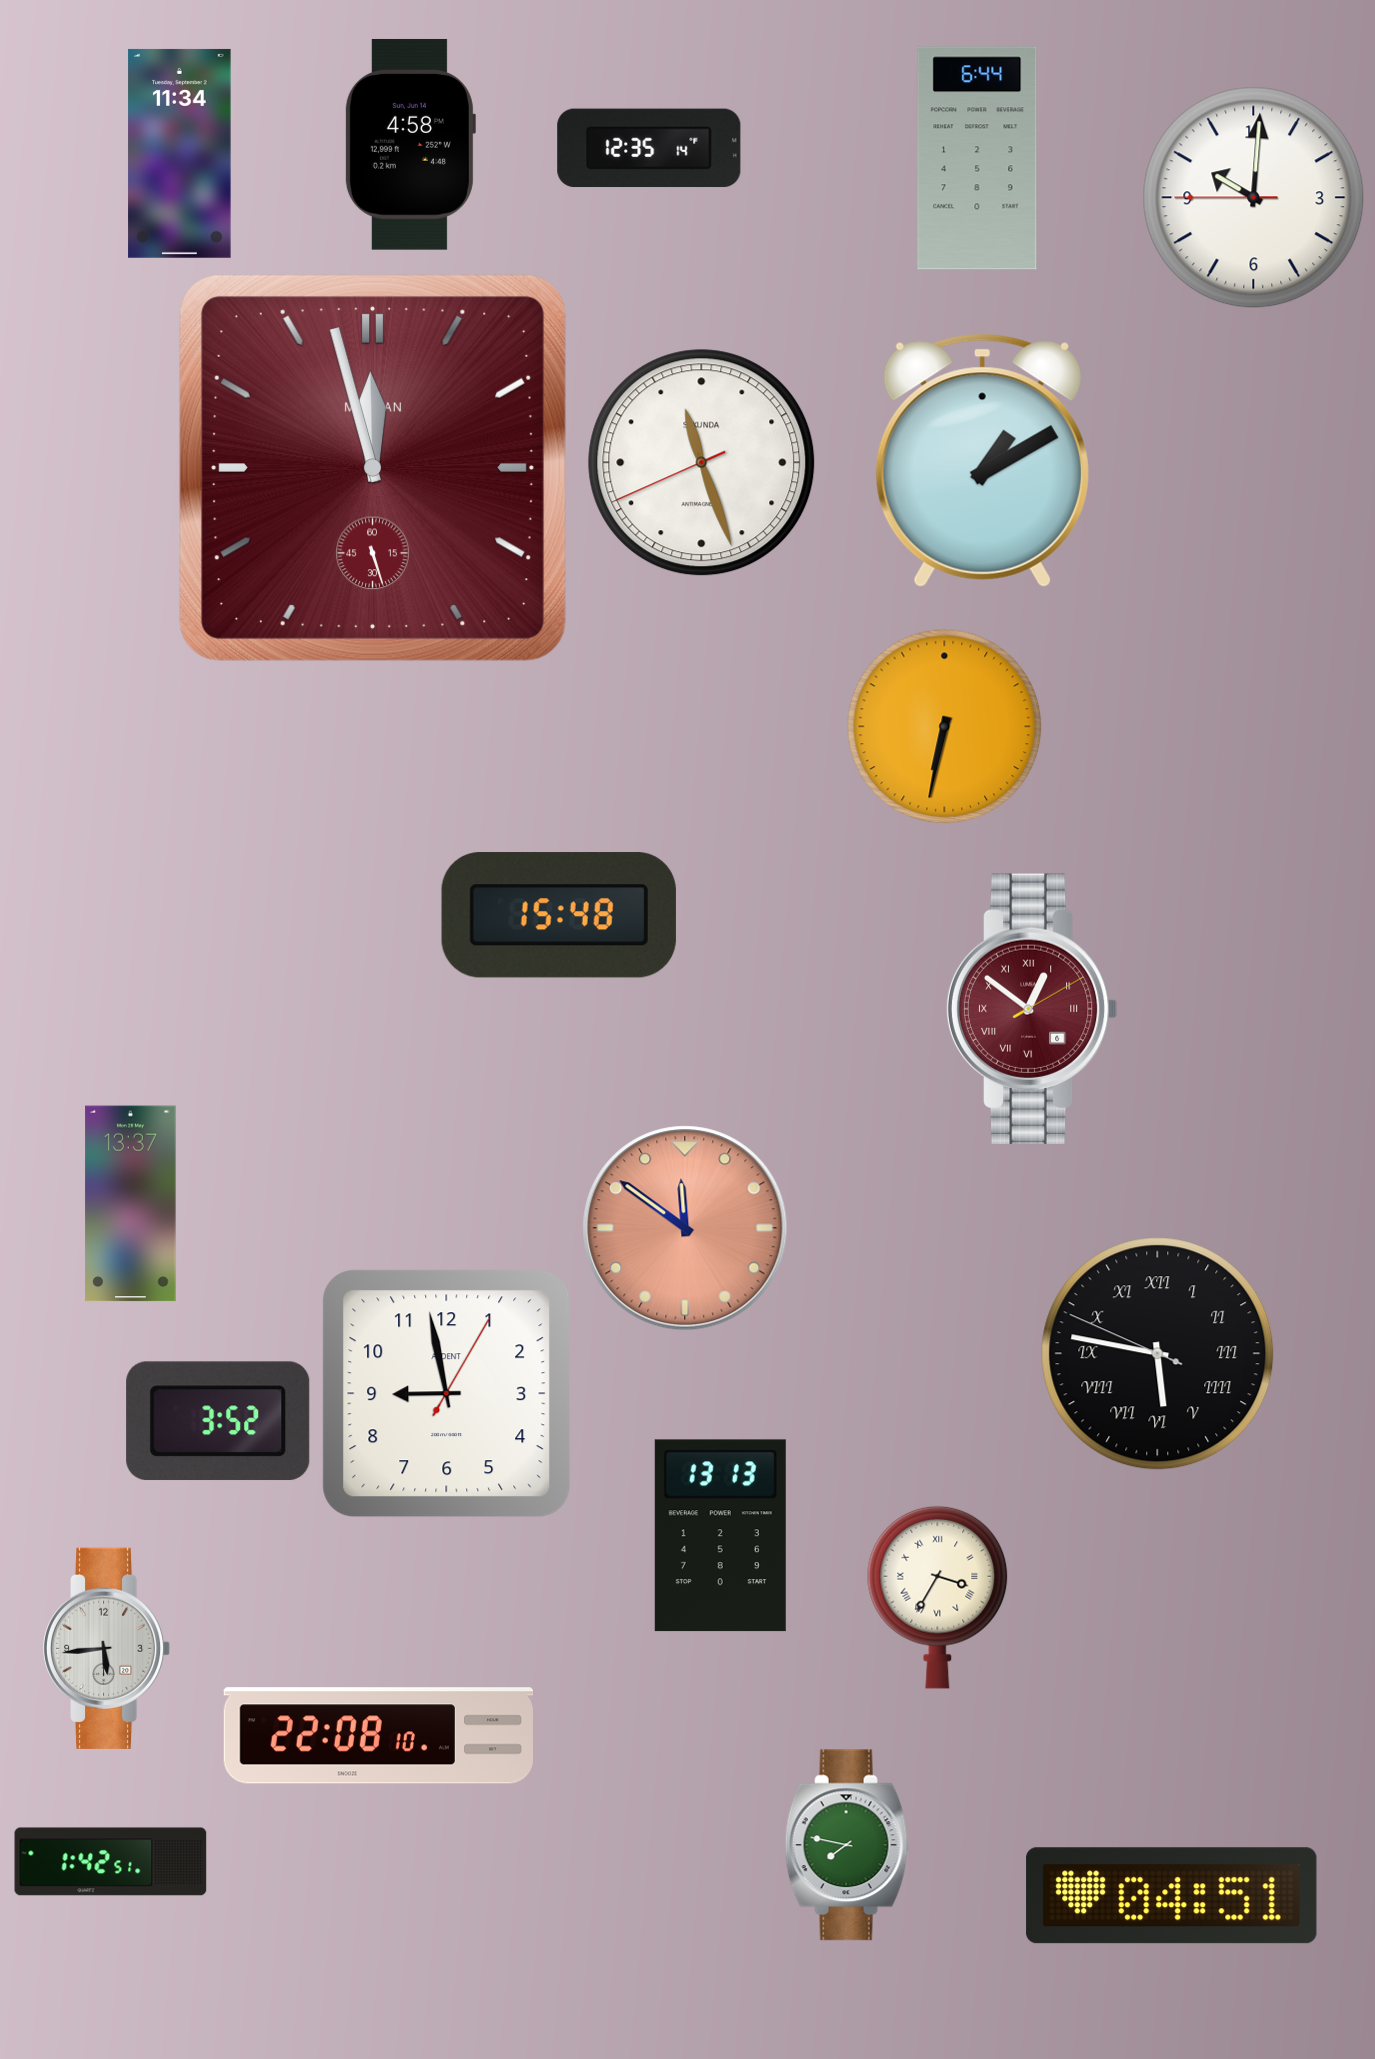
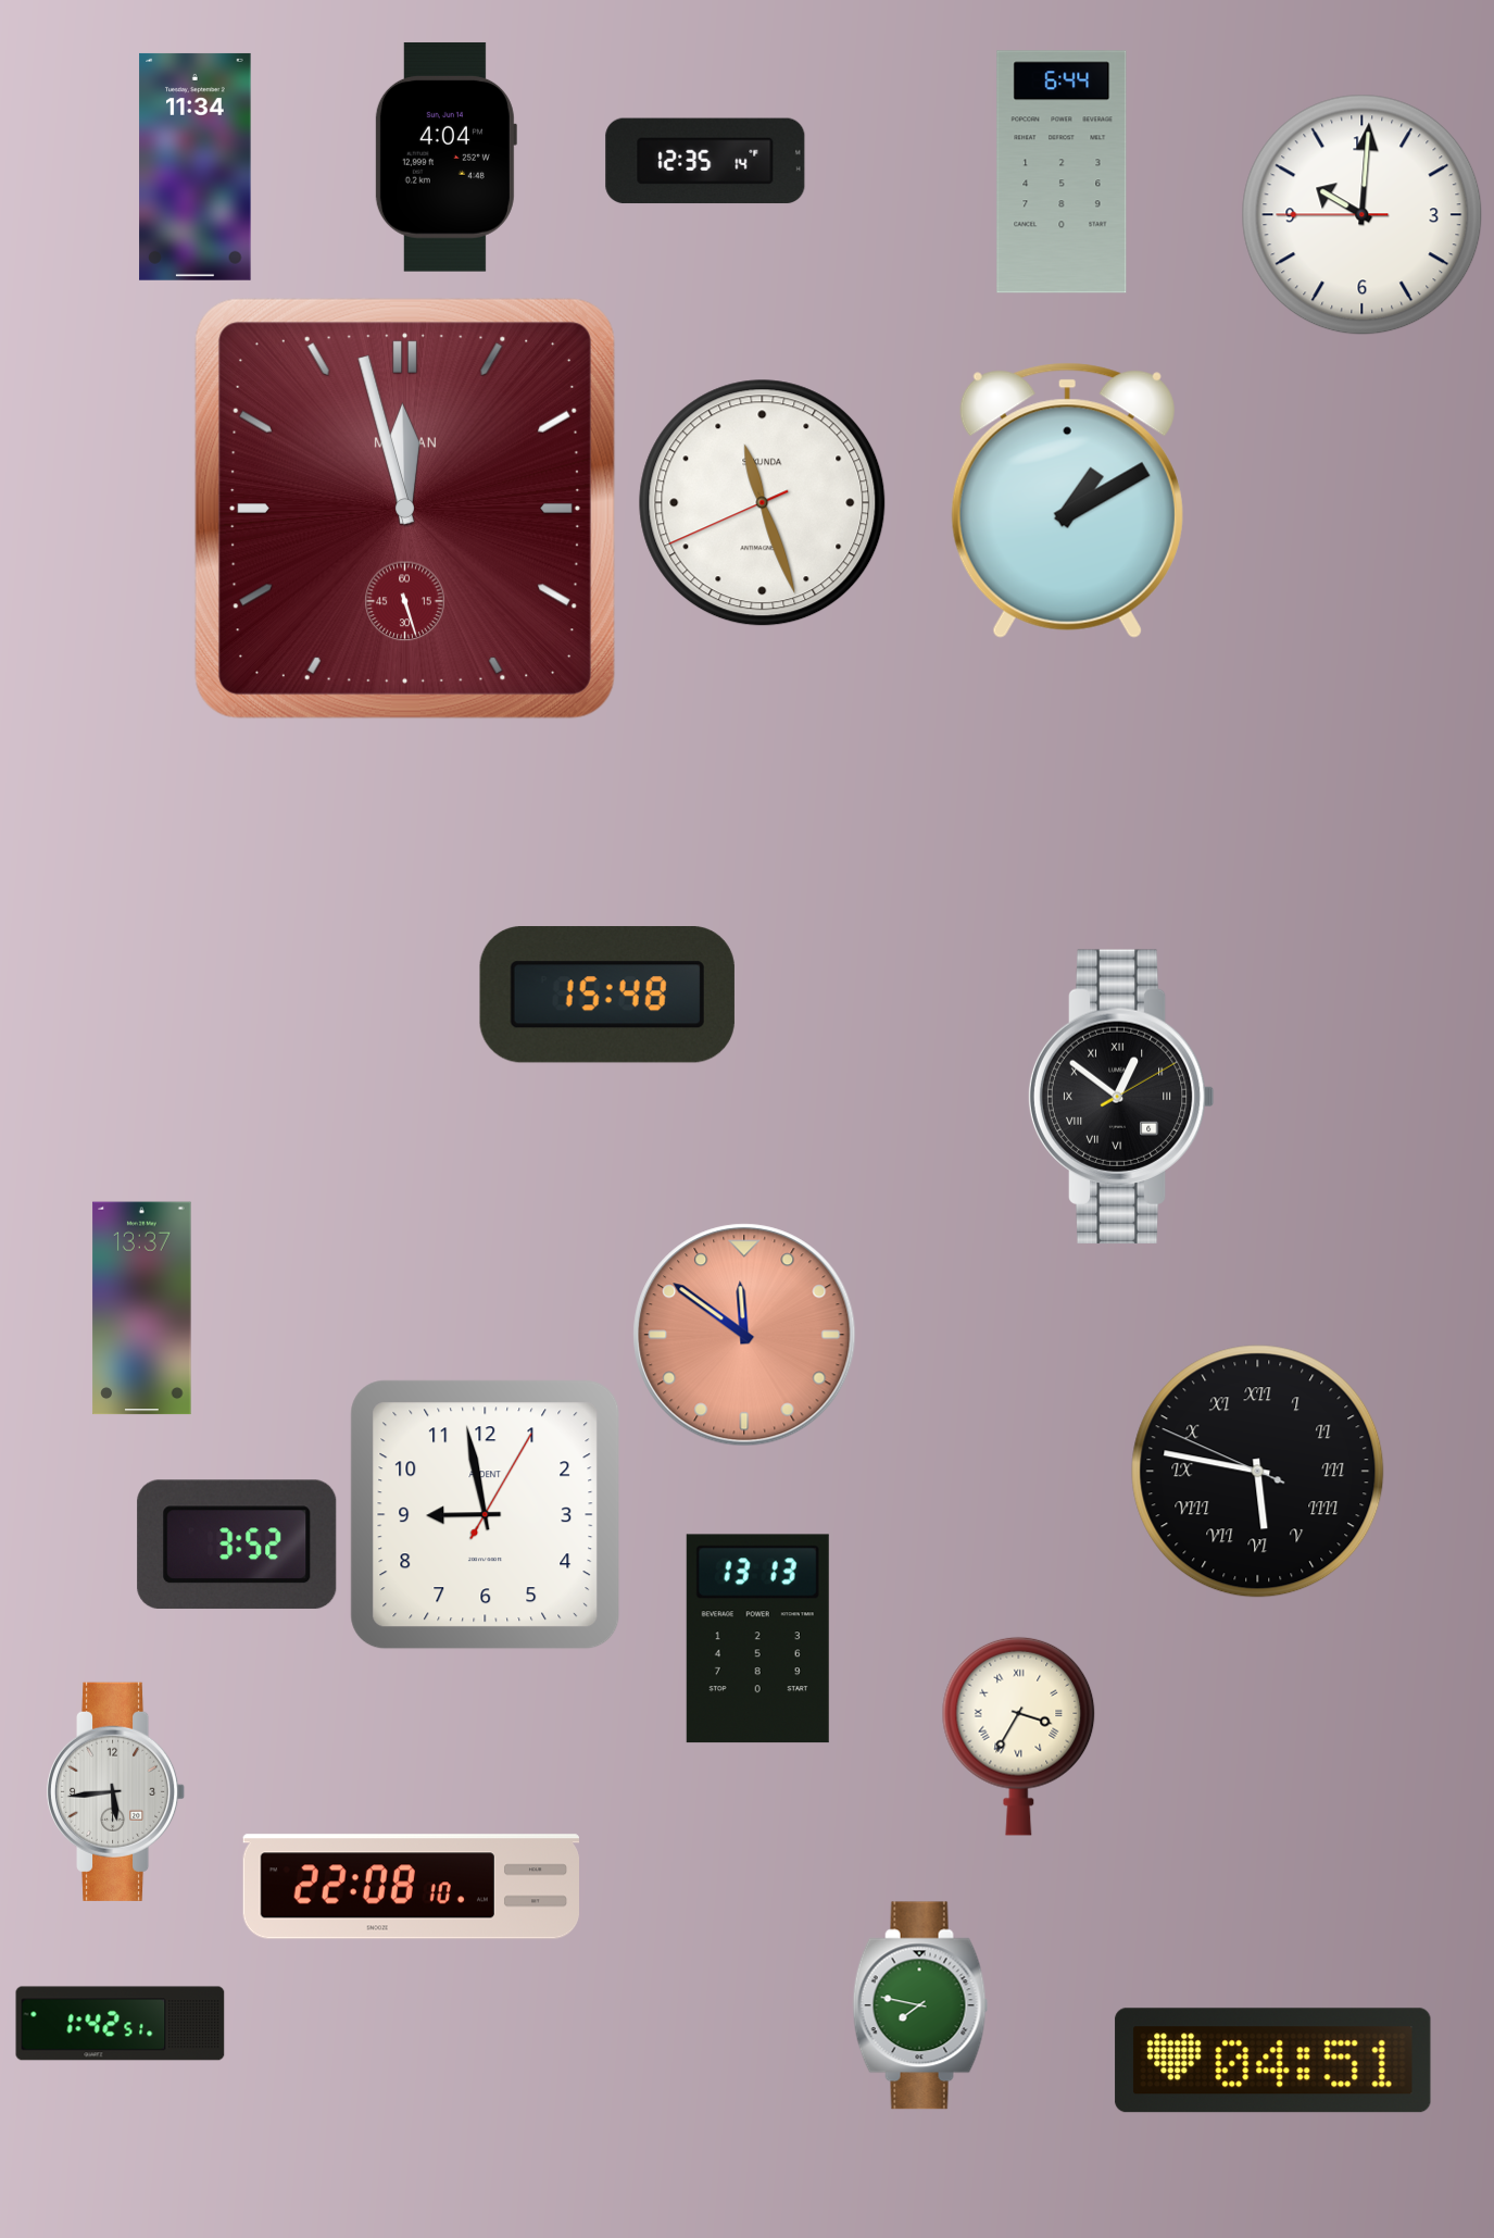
clock at (410, 144): 4:58 -> 4:04
clock at (945, 727): 6:32 -> none
clock at (1032, 1009) dial: burgundy -> black
clock at (720, 1536) position: (720, 1536) -> (757, 1639)
